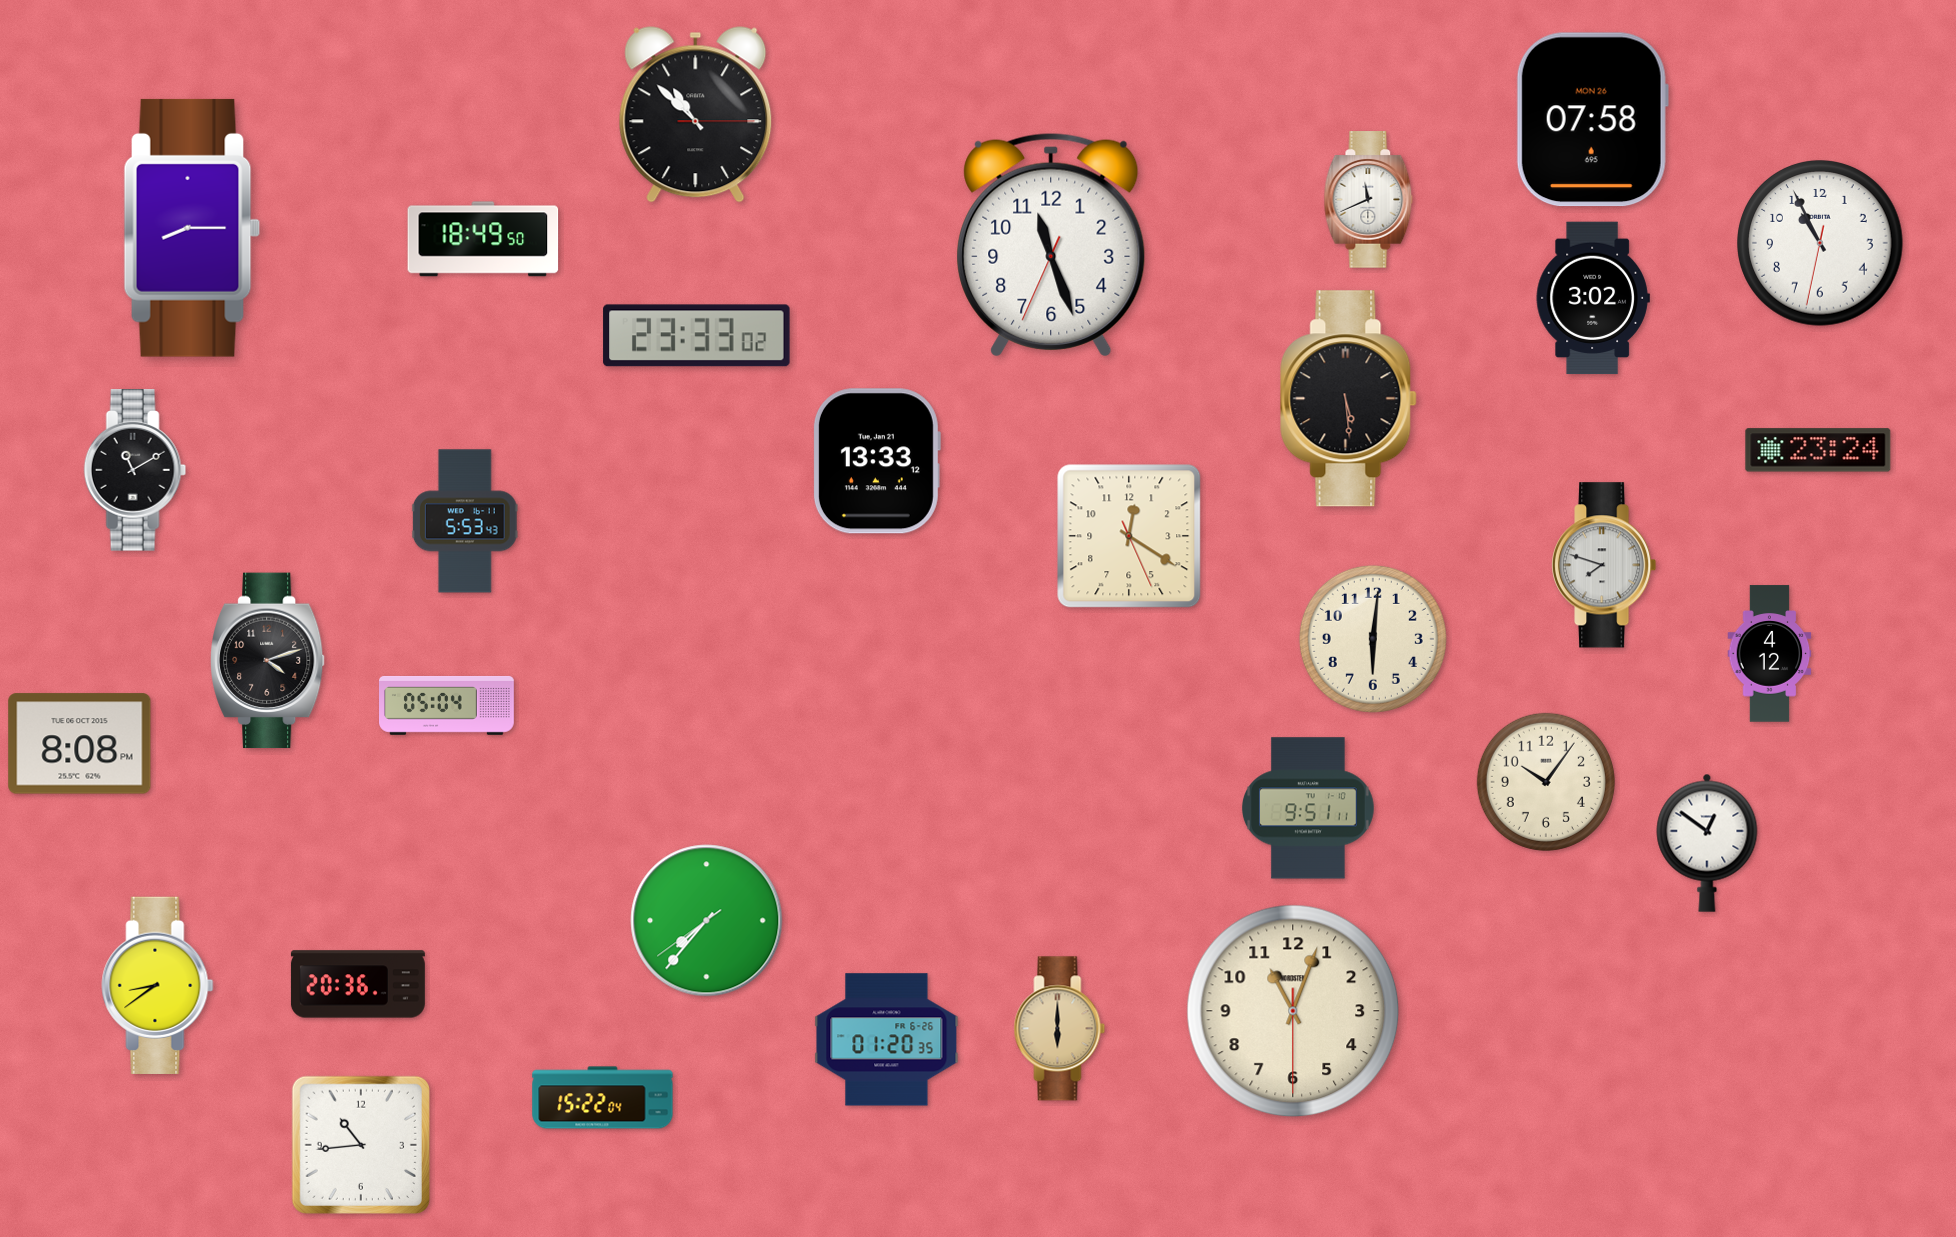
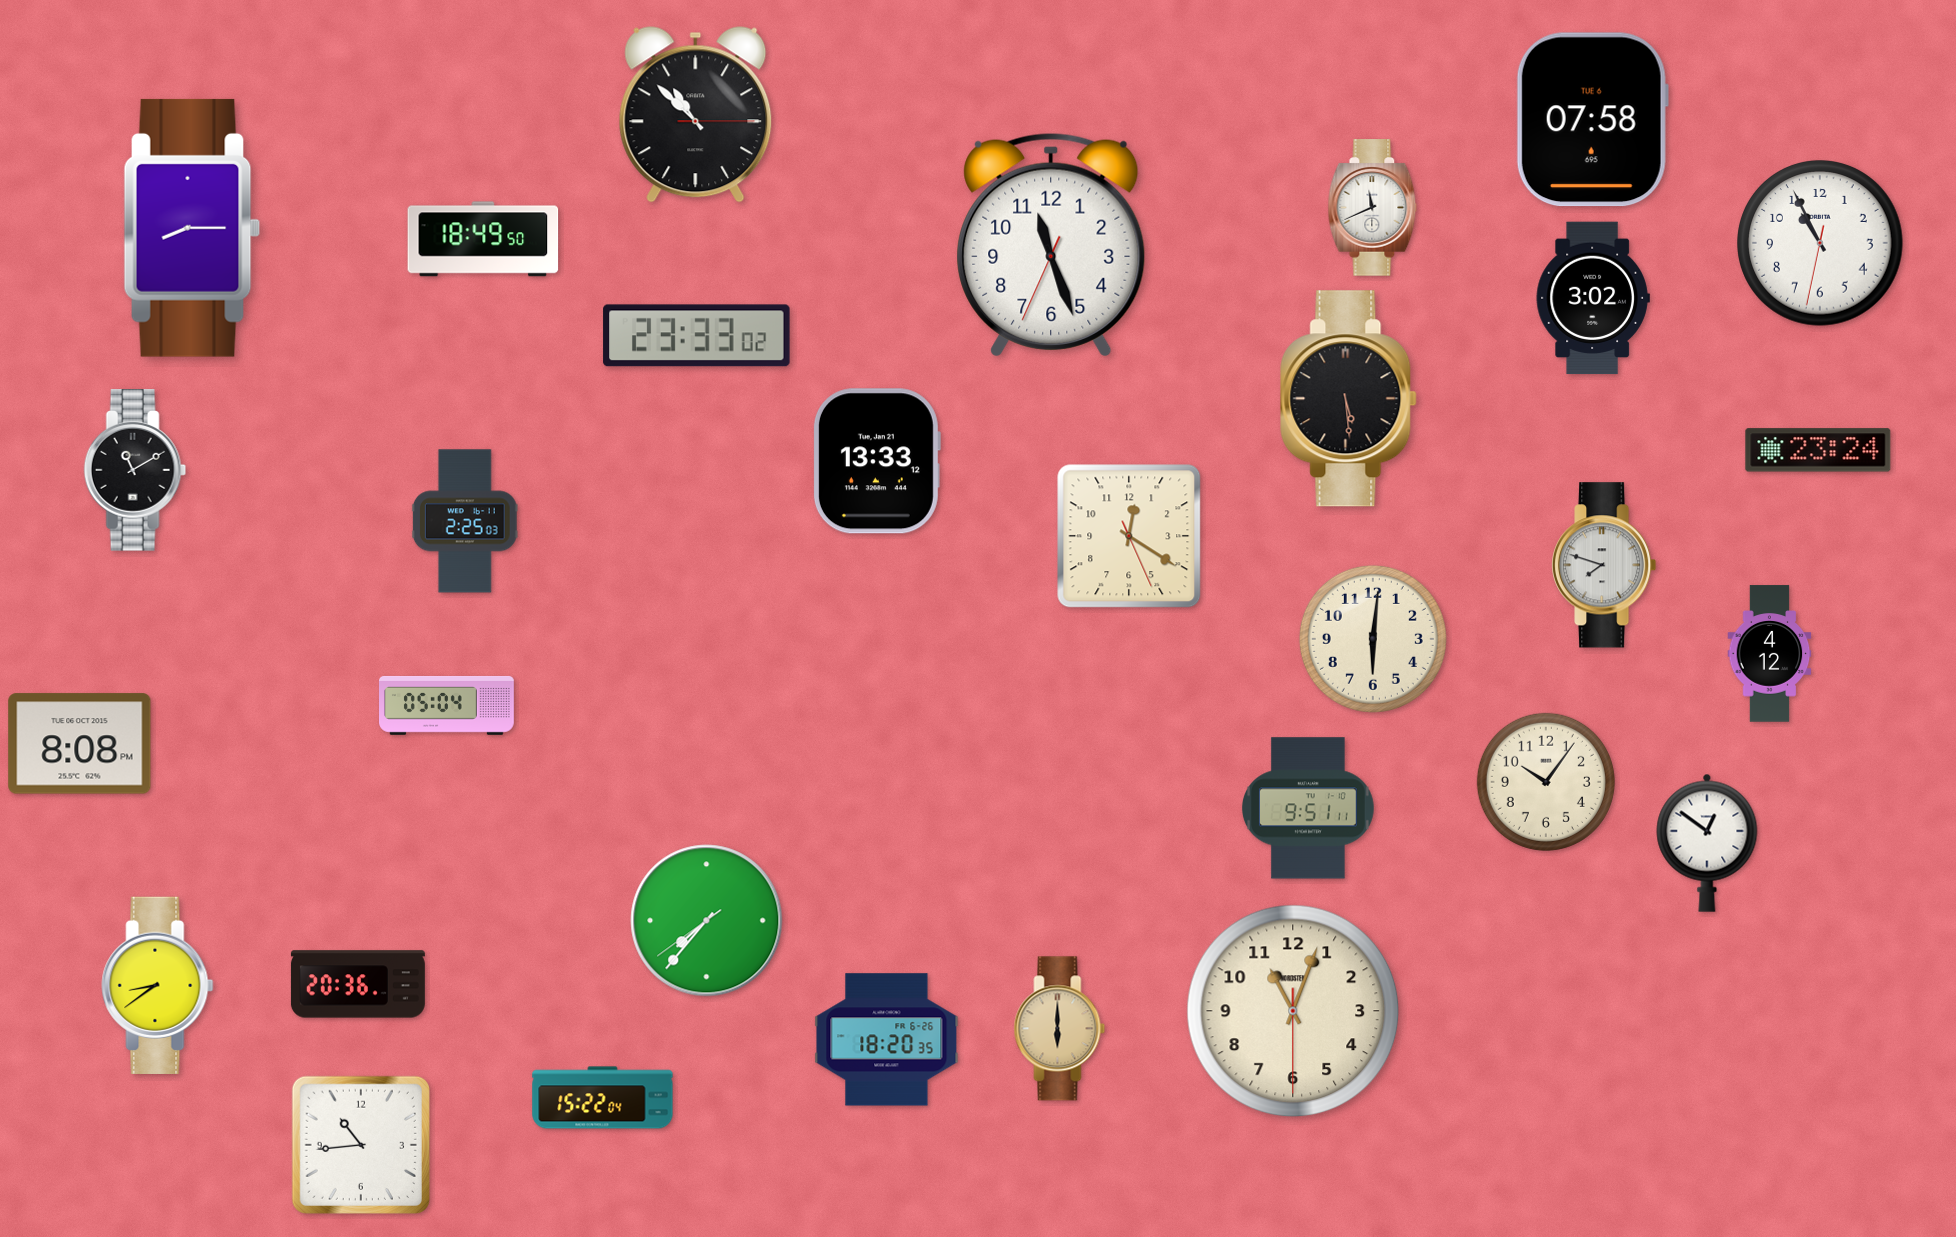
clock at (1592, 120) date: MON 26 -> TUE 6
clock at (1369, 200) position: (1369, 200) -> (1373, 208)
clock at (465, 521): 5:53 -> 2:25
clock at (268, 661): 4:12 -> none
clock at (887, 1040): 01:20 -> 18:20
